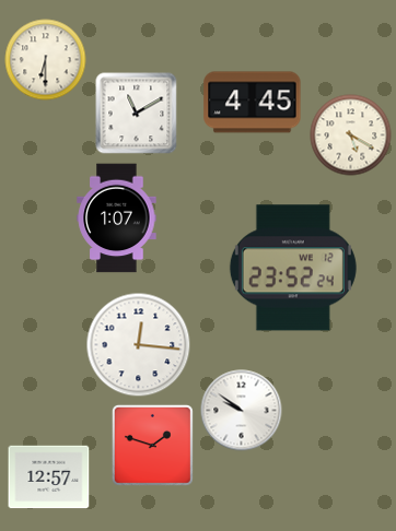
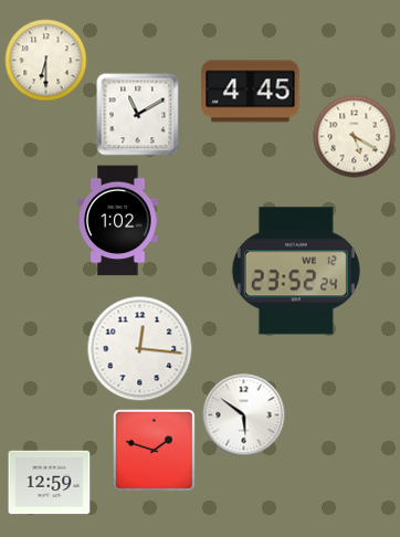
clock at (253, 103) position: (253, 103) -> (251, 92)
clock at (117, 219): 1:07 -> 1:02
clock at (242, 411): 9:51 -> 5:51
clock at (49, 477): 12:57 -> 12:59
